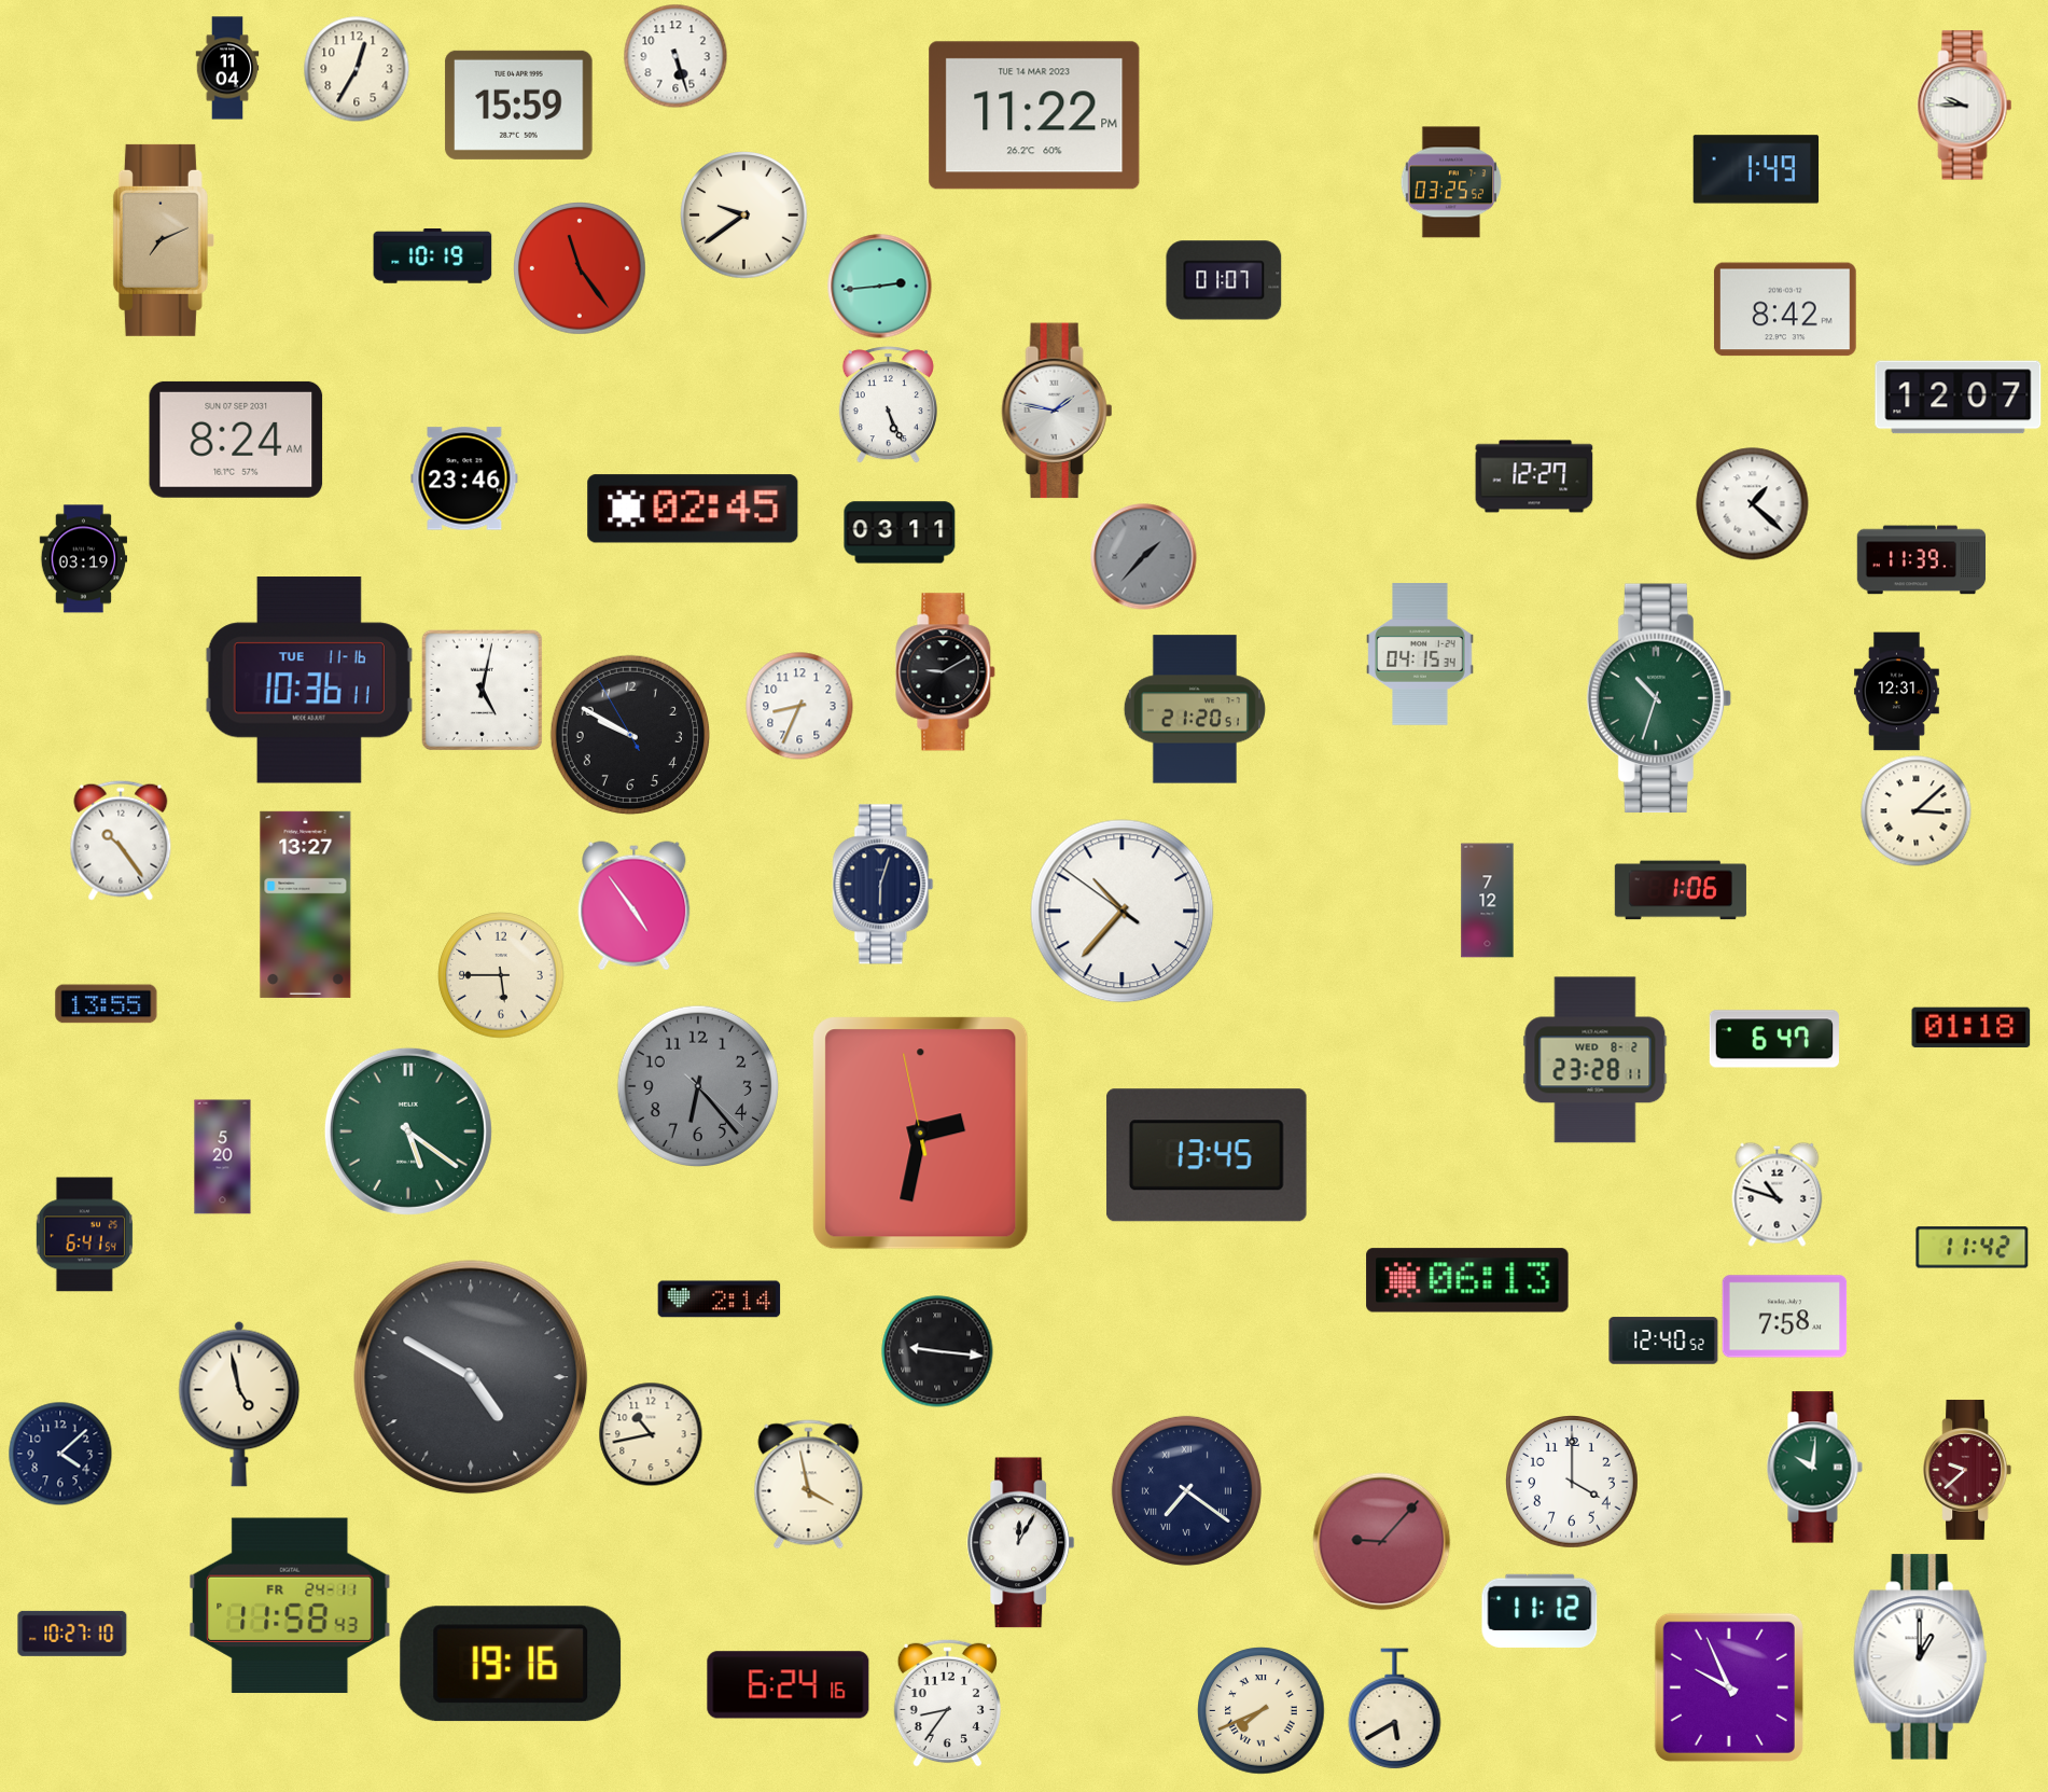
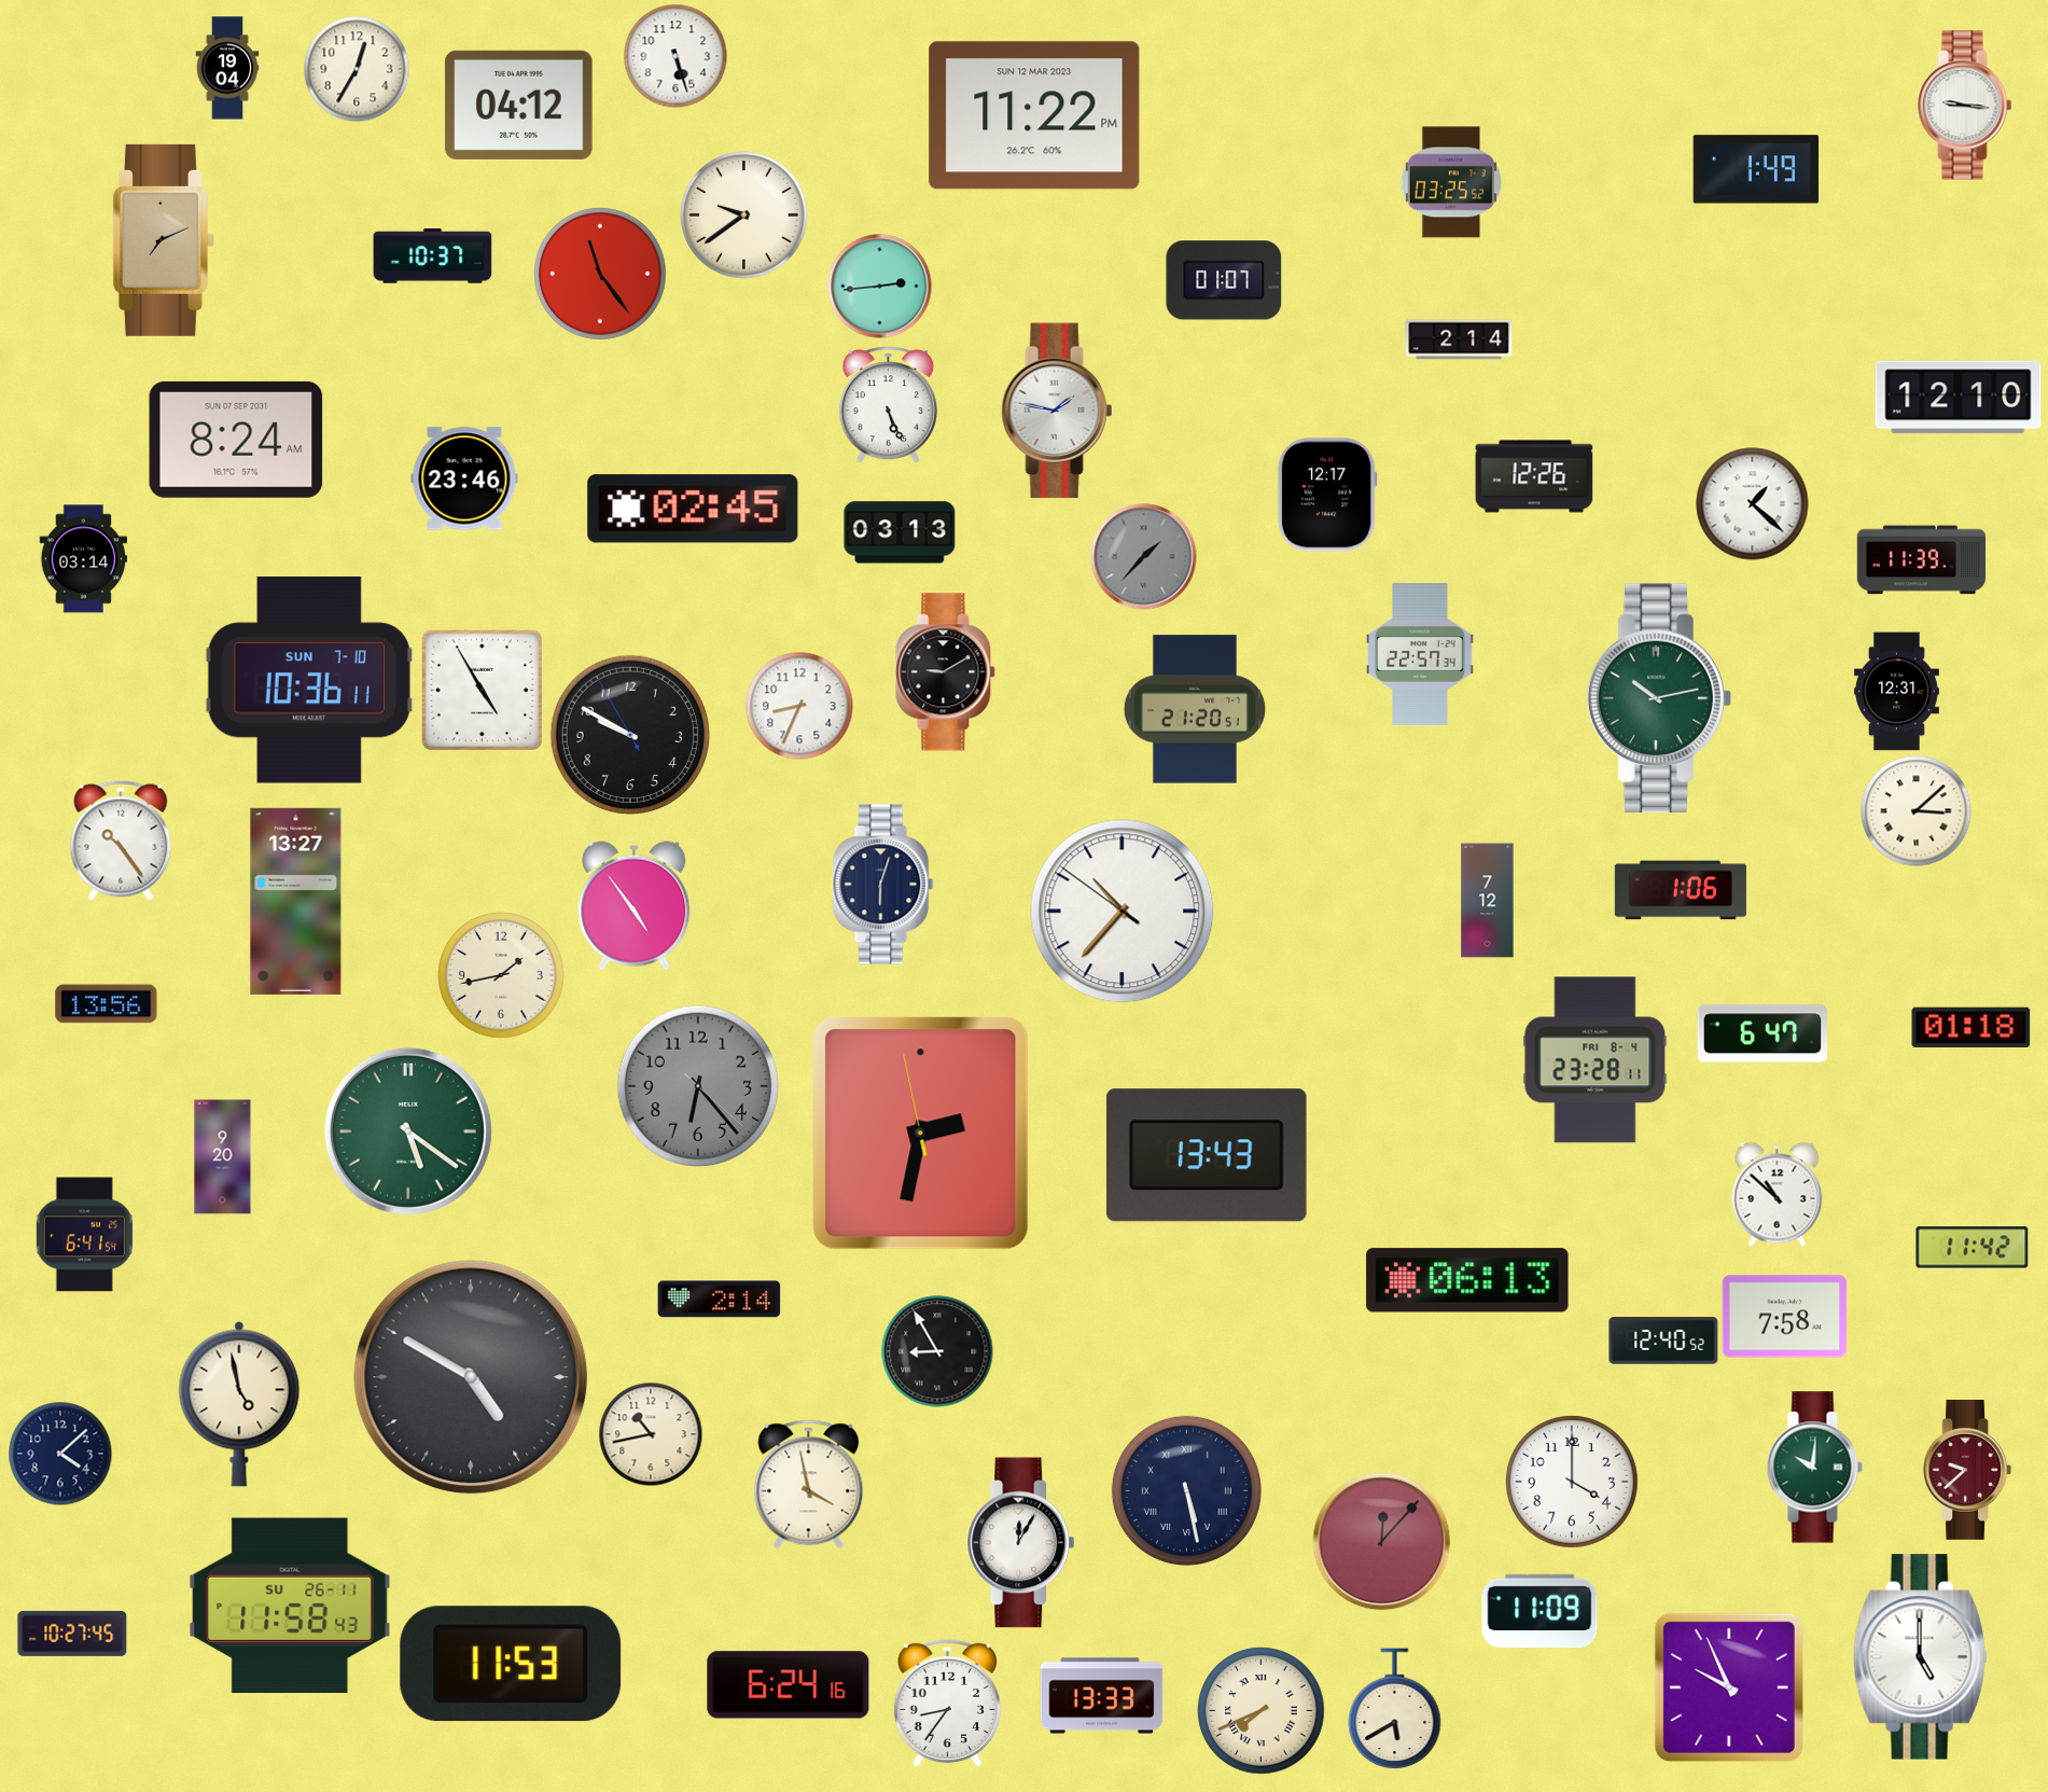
clock at (227, 68): 11:04 -> 19:04
clock at (519, 105): 15:59 -> 04:12
clock at (1965, 106): 9:45 -> 9:16
clock at (1034, 115) date: TUE 14 MAR 2023 -> SUN 12 MAR 2023
clock at (433, 256): 10:19 -> 10:37
clock at (581, 269) position: (581, 269) -> (601, 275)
clock at (1785, 309): 8:42 -> none
clock at (1459, 339): none -> 2:14
clock at (1959, 398): 12:07 -> 12:10
clock at (1534, 476): 12:27 -> 12:26
clock at (1327, 495): none -> 12:17
clock at (900, 532): 03:11 -> 03:13
clock at (84, 559): 03:19 -> 03:14
clock at (1420, 654): 04:15 -> 22:57
clock at (309, 680) date: TUE 11-16 -> SUN 7-10
clock at (482, 690): 5:02 -> 4:55
clock at (1659, 698): 10:33 -> 10:13
clock at (306, 904) position: (306, 904) -> (296, 901)
clock at (501, 975): 5:45 -> 1:43
clock at (107, 1004): 13:55 -> 13:56
clock at (1774, 1039) position: (1774, 1039) -> (1763, 1033)
clock at (1596, 1060) date: WED 8-2 -> FRI 8-4
clock at (1207, 1155): 13:45 -> 13:43
clock at (223, 1157): 5:20 -> 9:20
clock at (1778, 1194): 10:48 -> 10:52
clock at (937, 1351): 9:16 -> 8:55
clock at (1186, 1490): 7:21 -> 5:28
clock at (1382, 1542): 9:07 -> 12:07
clock at (290, 1606) date: FR 24-11 -> SU 26-11
clock at (1540, 1611): 11:12 -> 11:09
clock at (72, 1634): 10:27:10 -> 10:27:45
clock at (1921, 1657): 1:00 -> 5:00
clock at (511, 1664): 19:16 -> 11:53
clock at (1102, 1696): none -> 13:33
